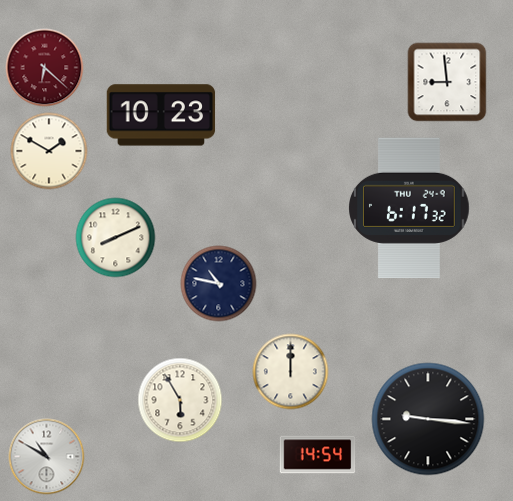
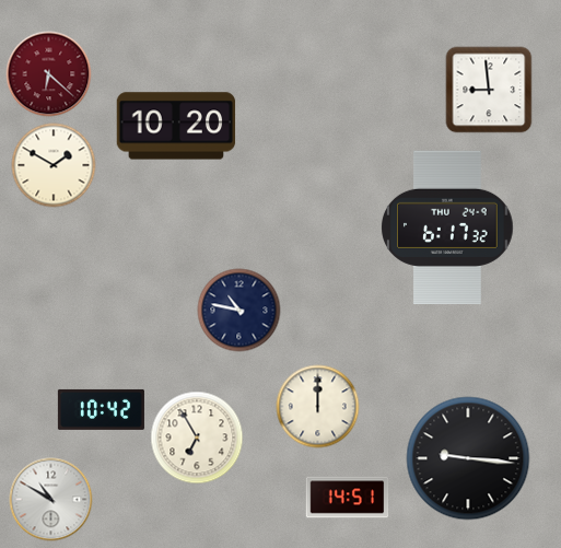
clock at (161, 115): 10:23 -> 10:20
clock at (116, 238): 8:11 -> none
clock at (101, 409): none -> 10:42
clock at (180, 400): 5:55 -> 6:55
clock at (318, 455): 14:54 -> 14:51
